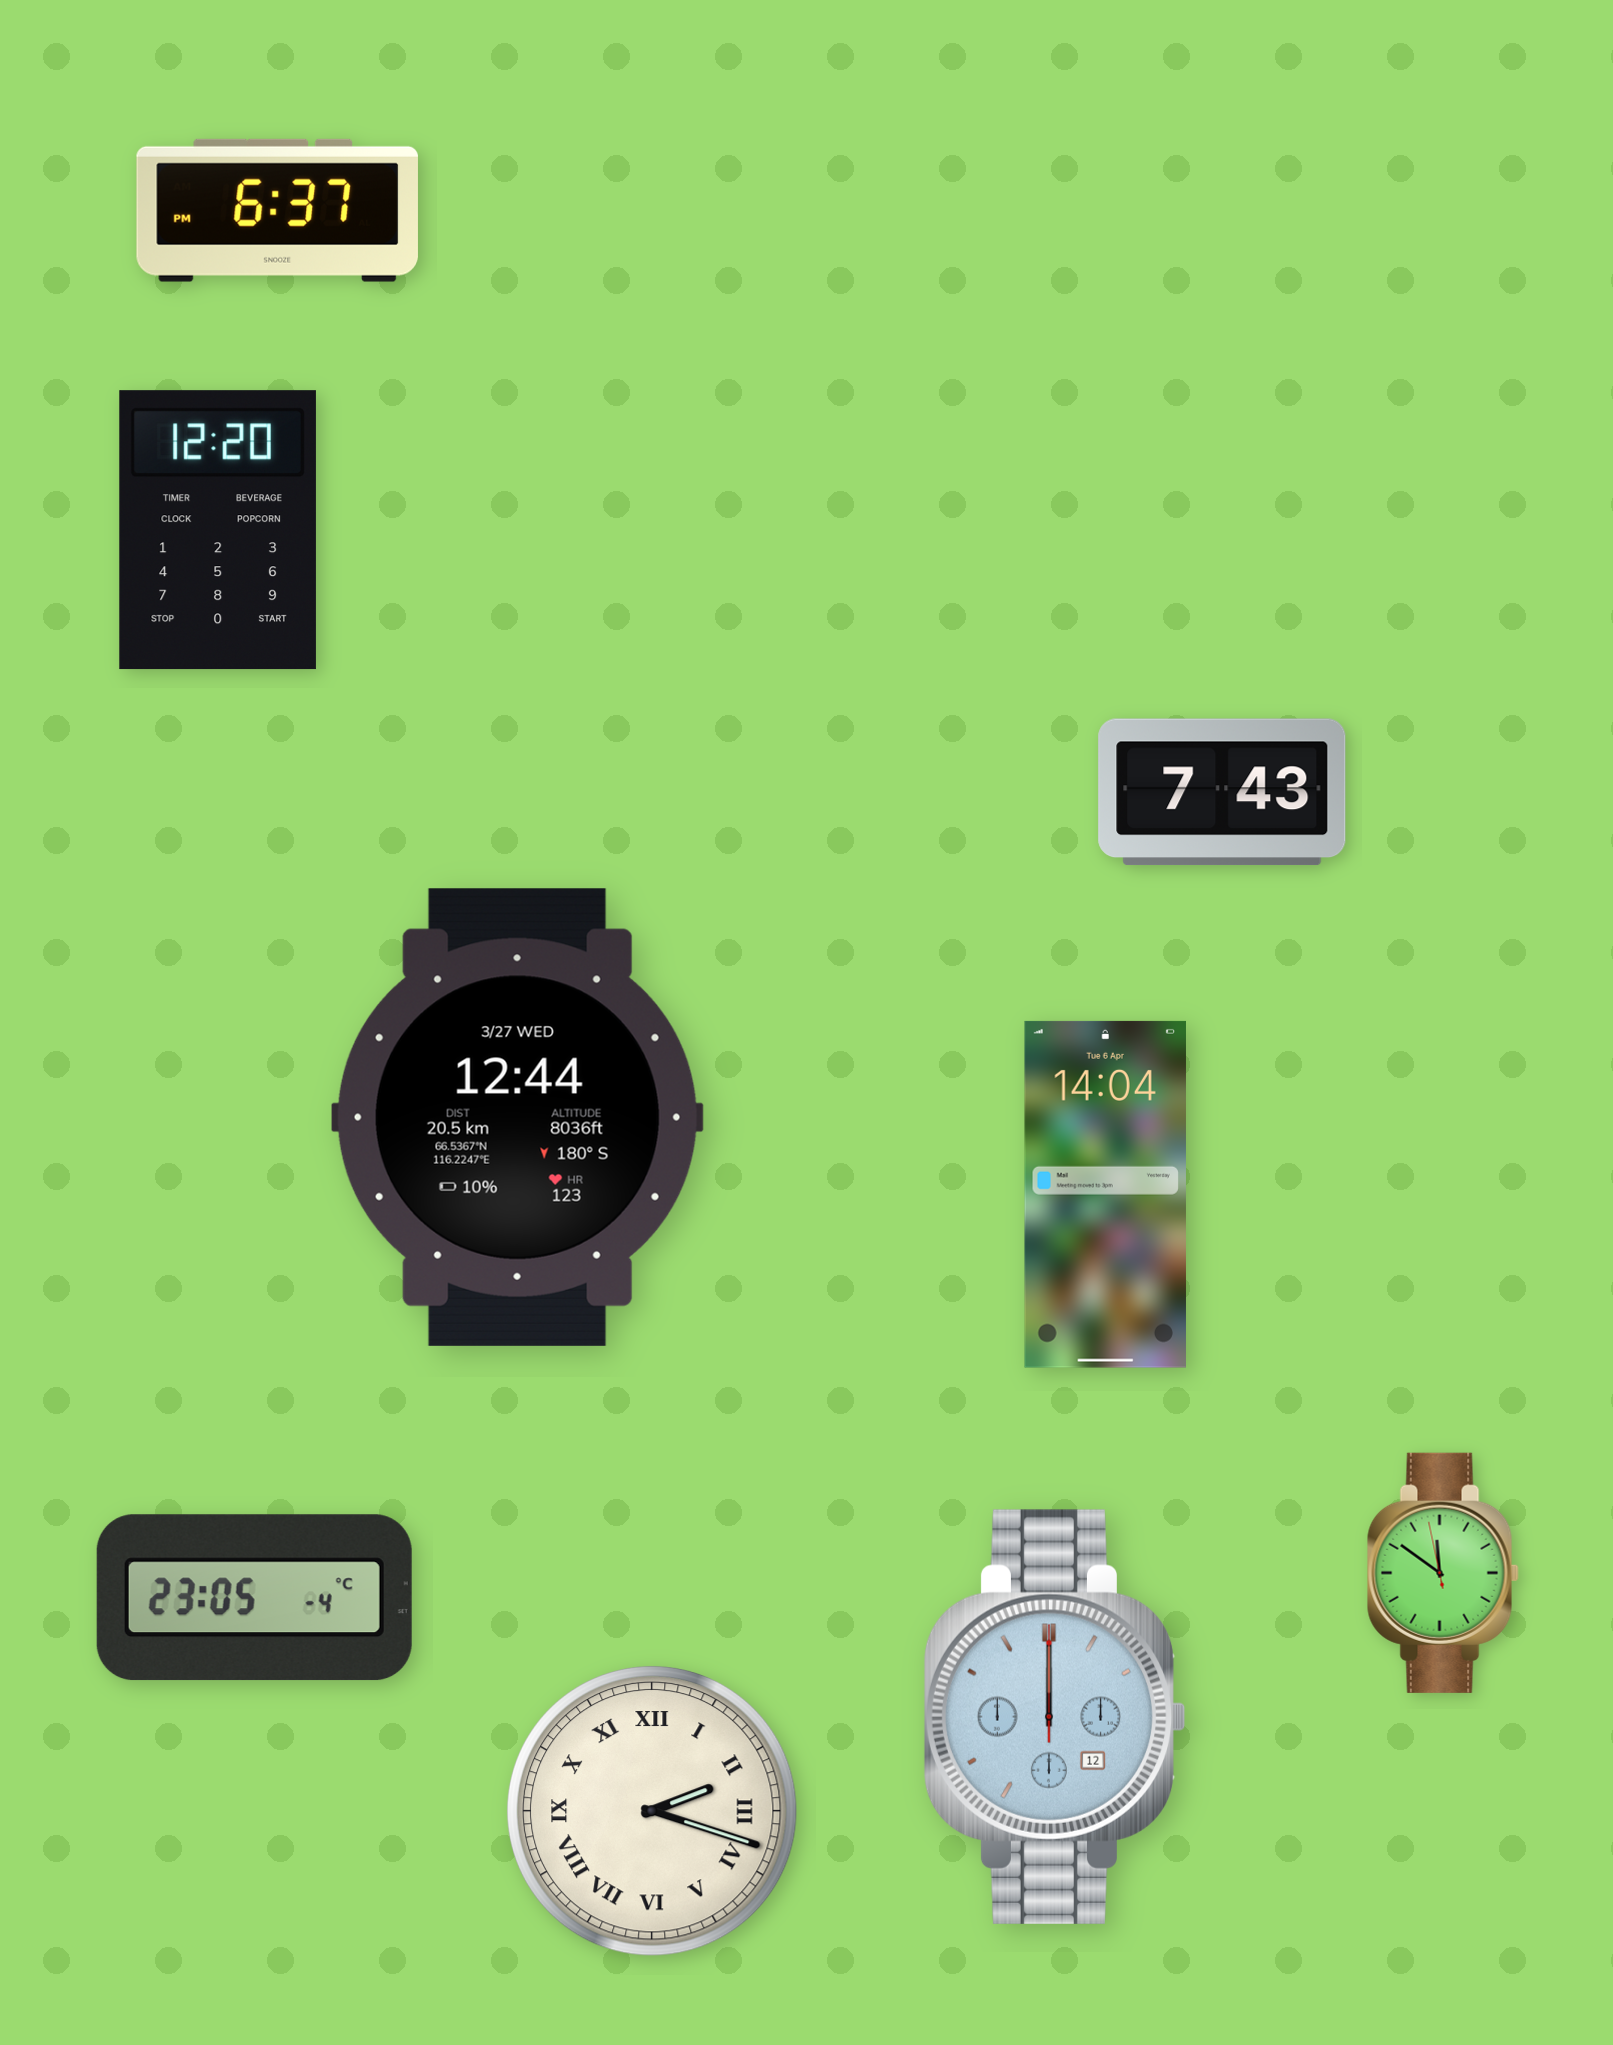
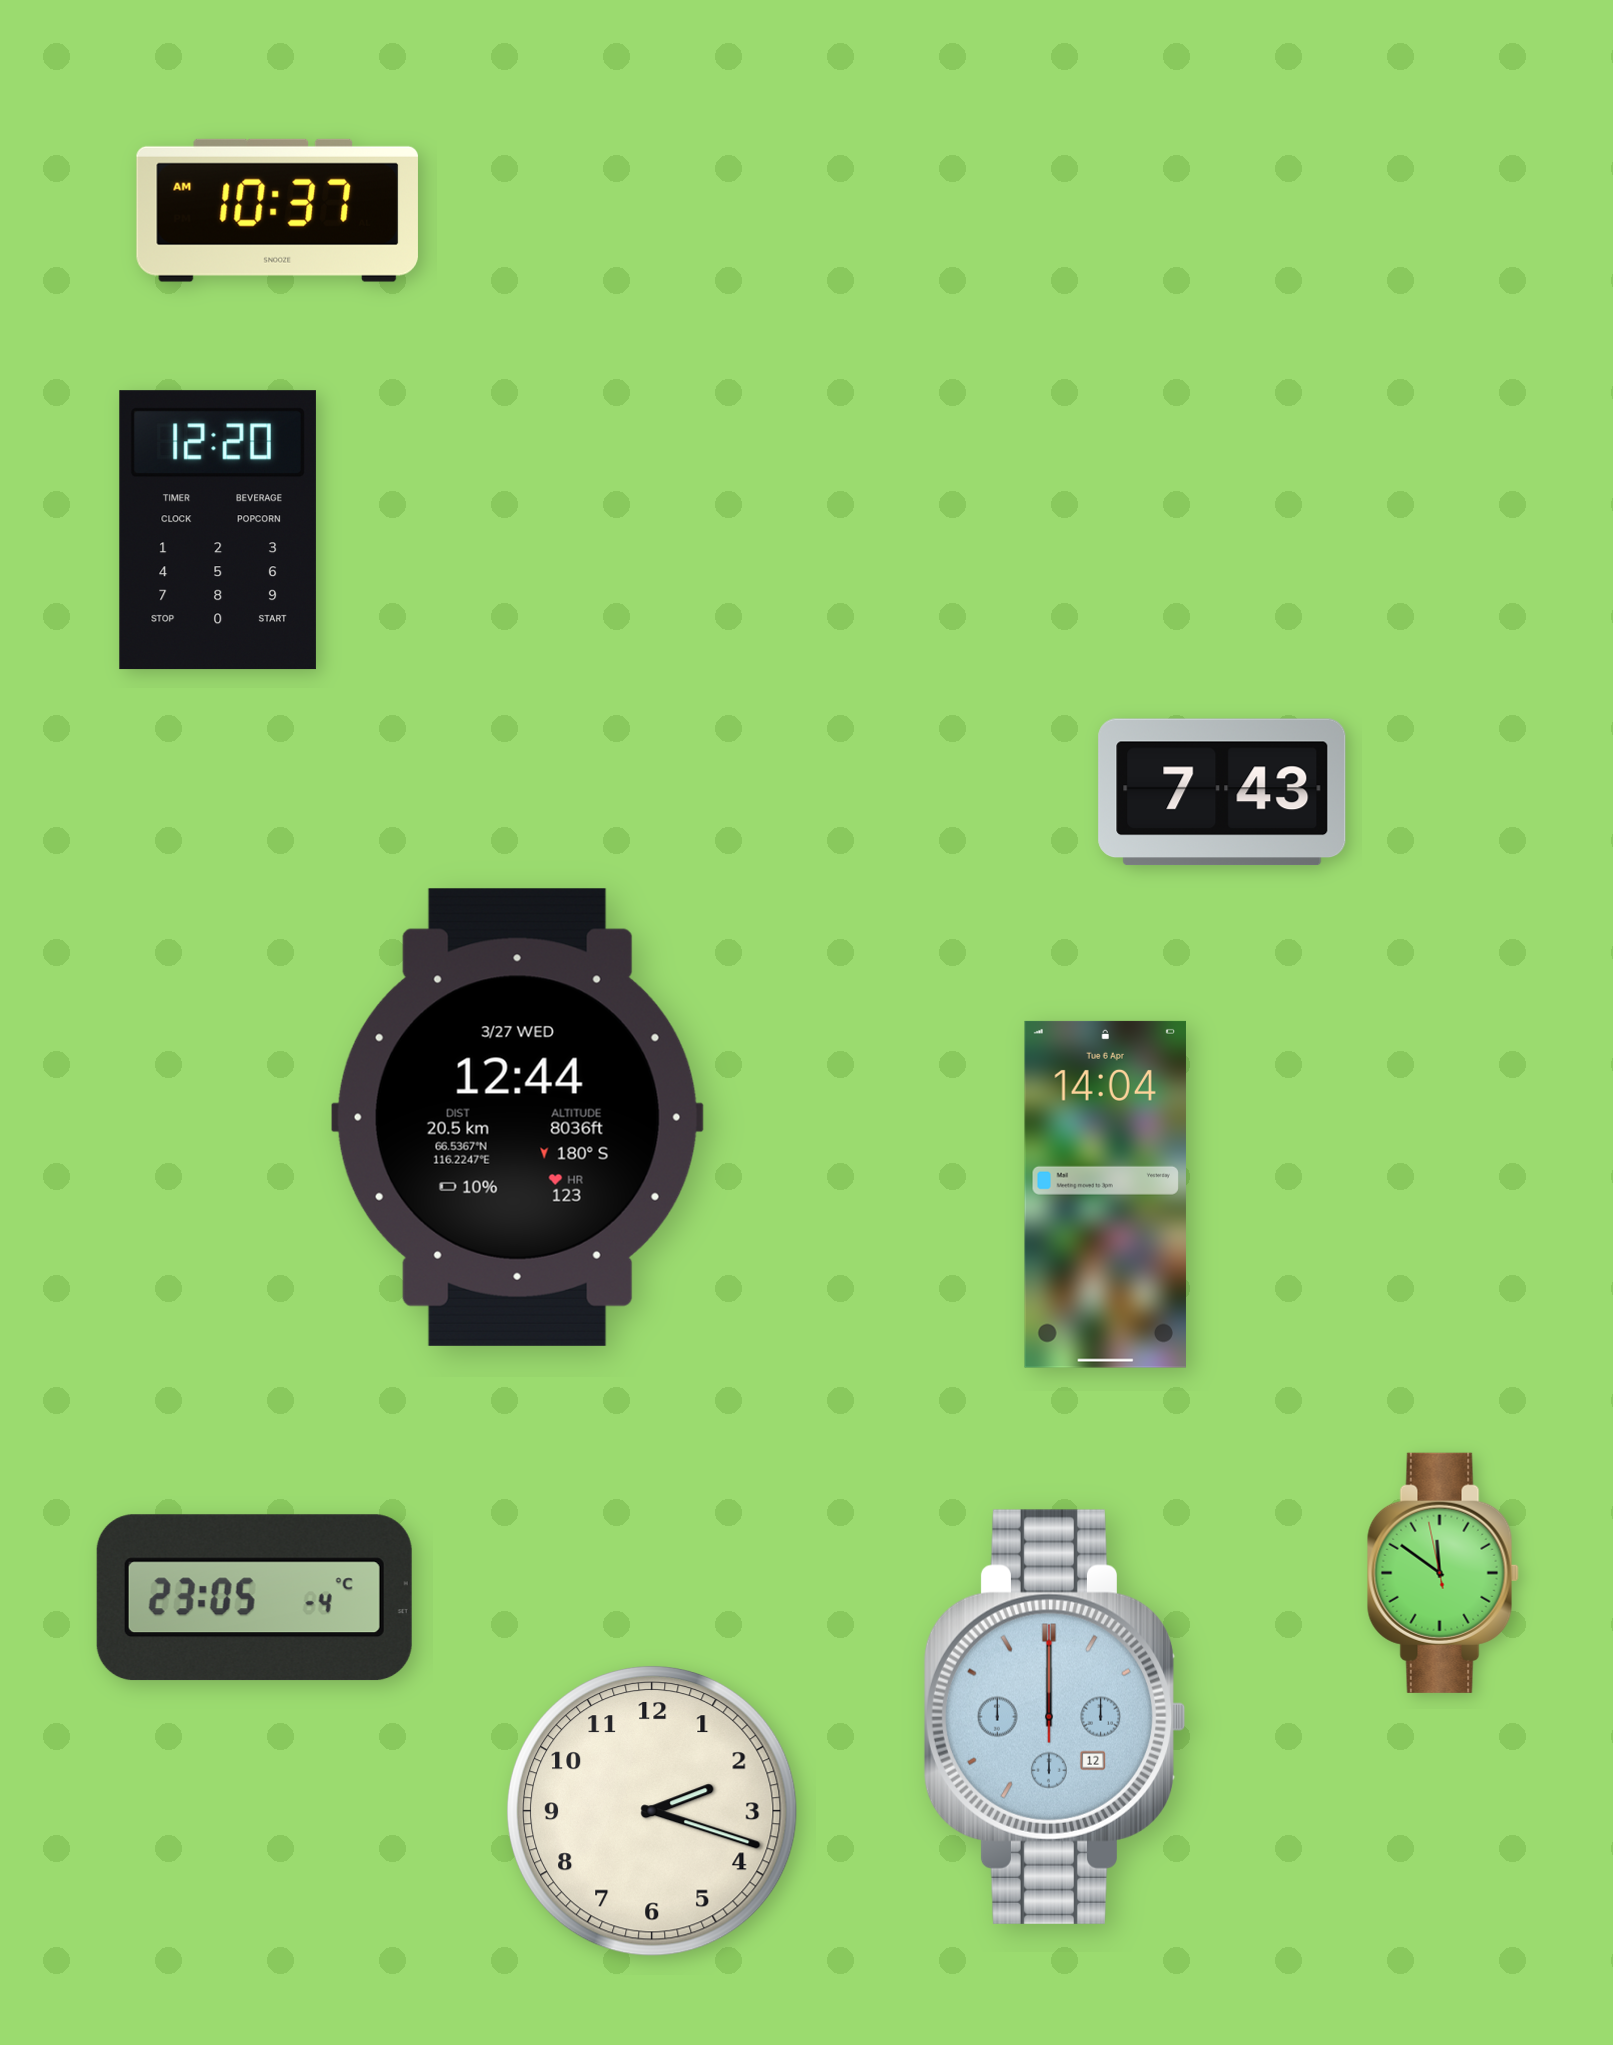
clock at (277, 210): 6:37 -> 10:37
clock at (652, 1811) numerals: Roman -> Arabic
